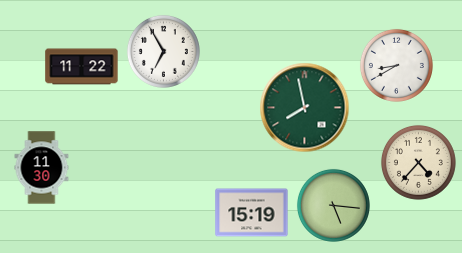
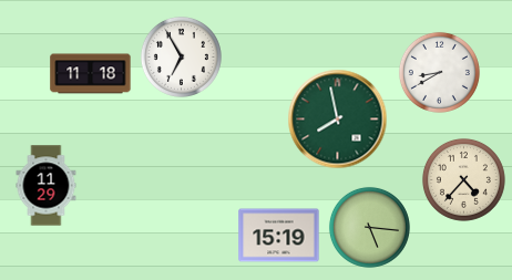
clock at (82, 67): 11:22 -> 11:18
clock at (42, 168): 11:30 -> 11:29
